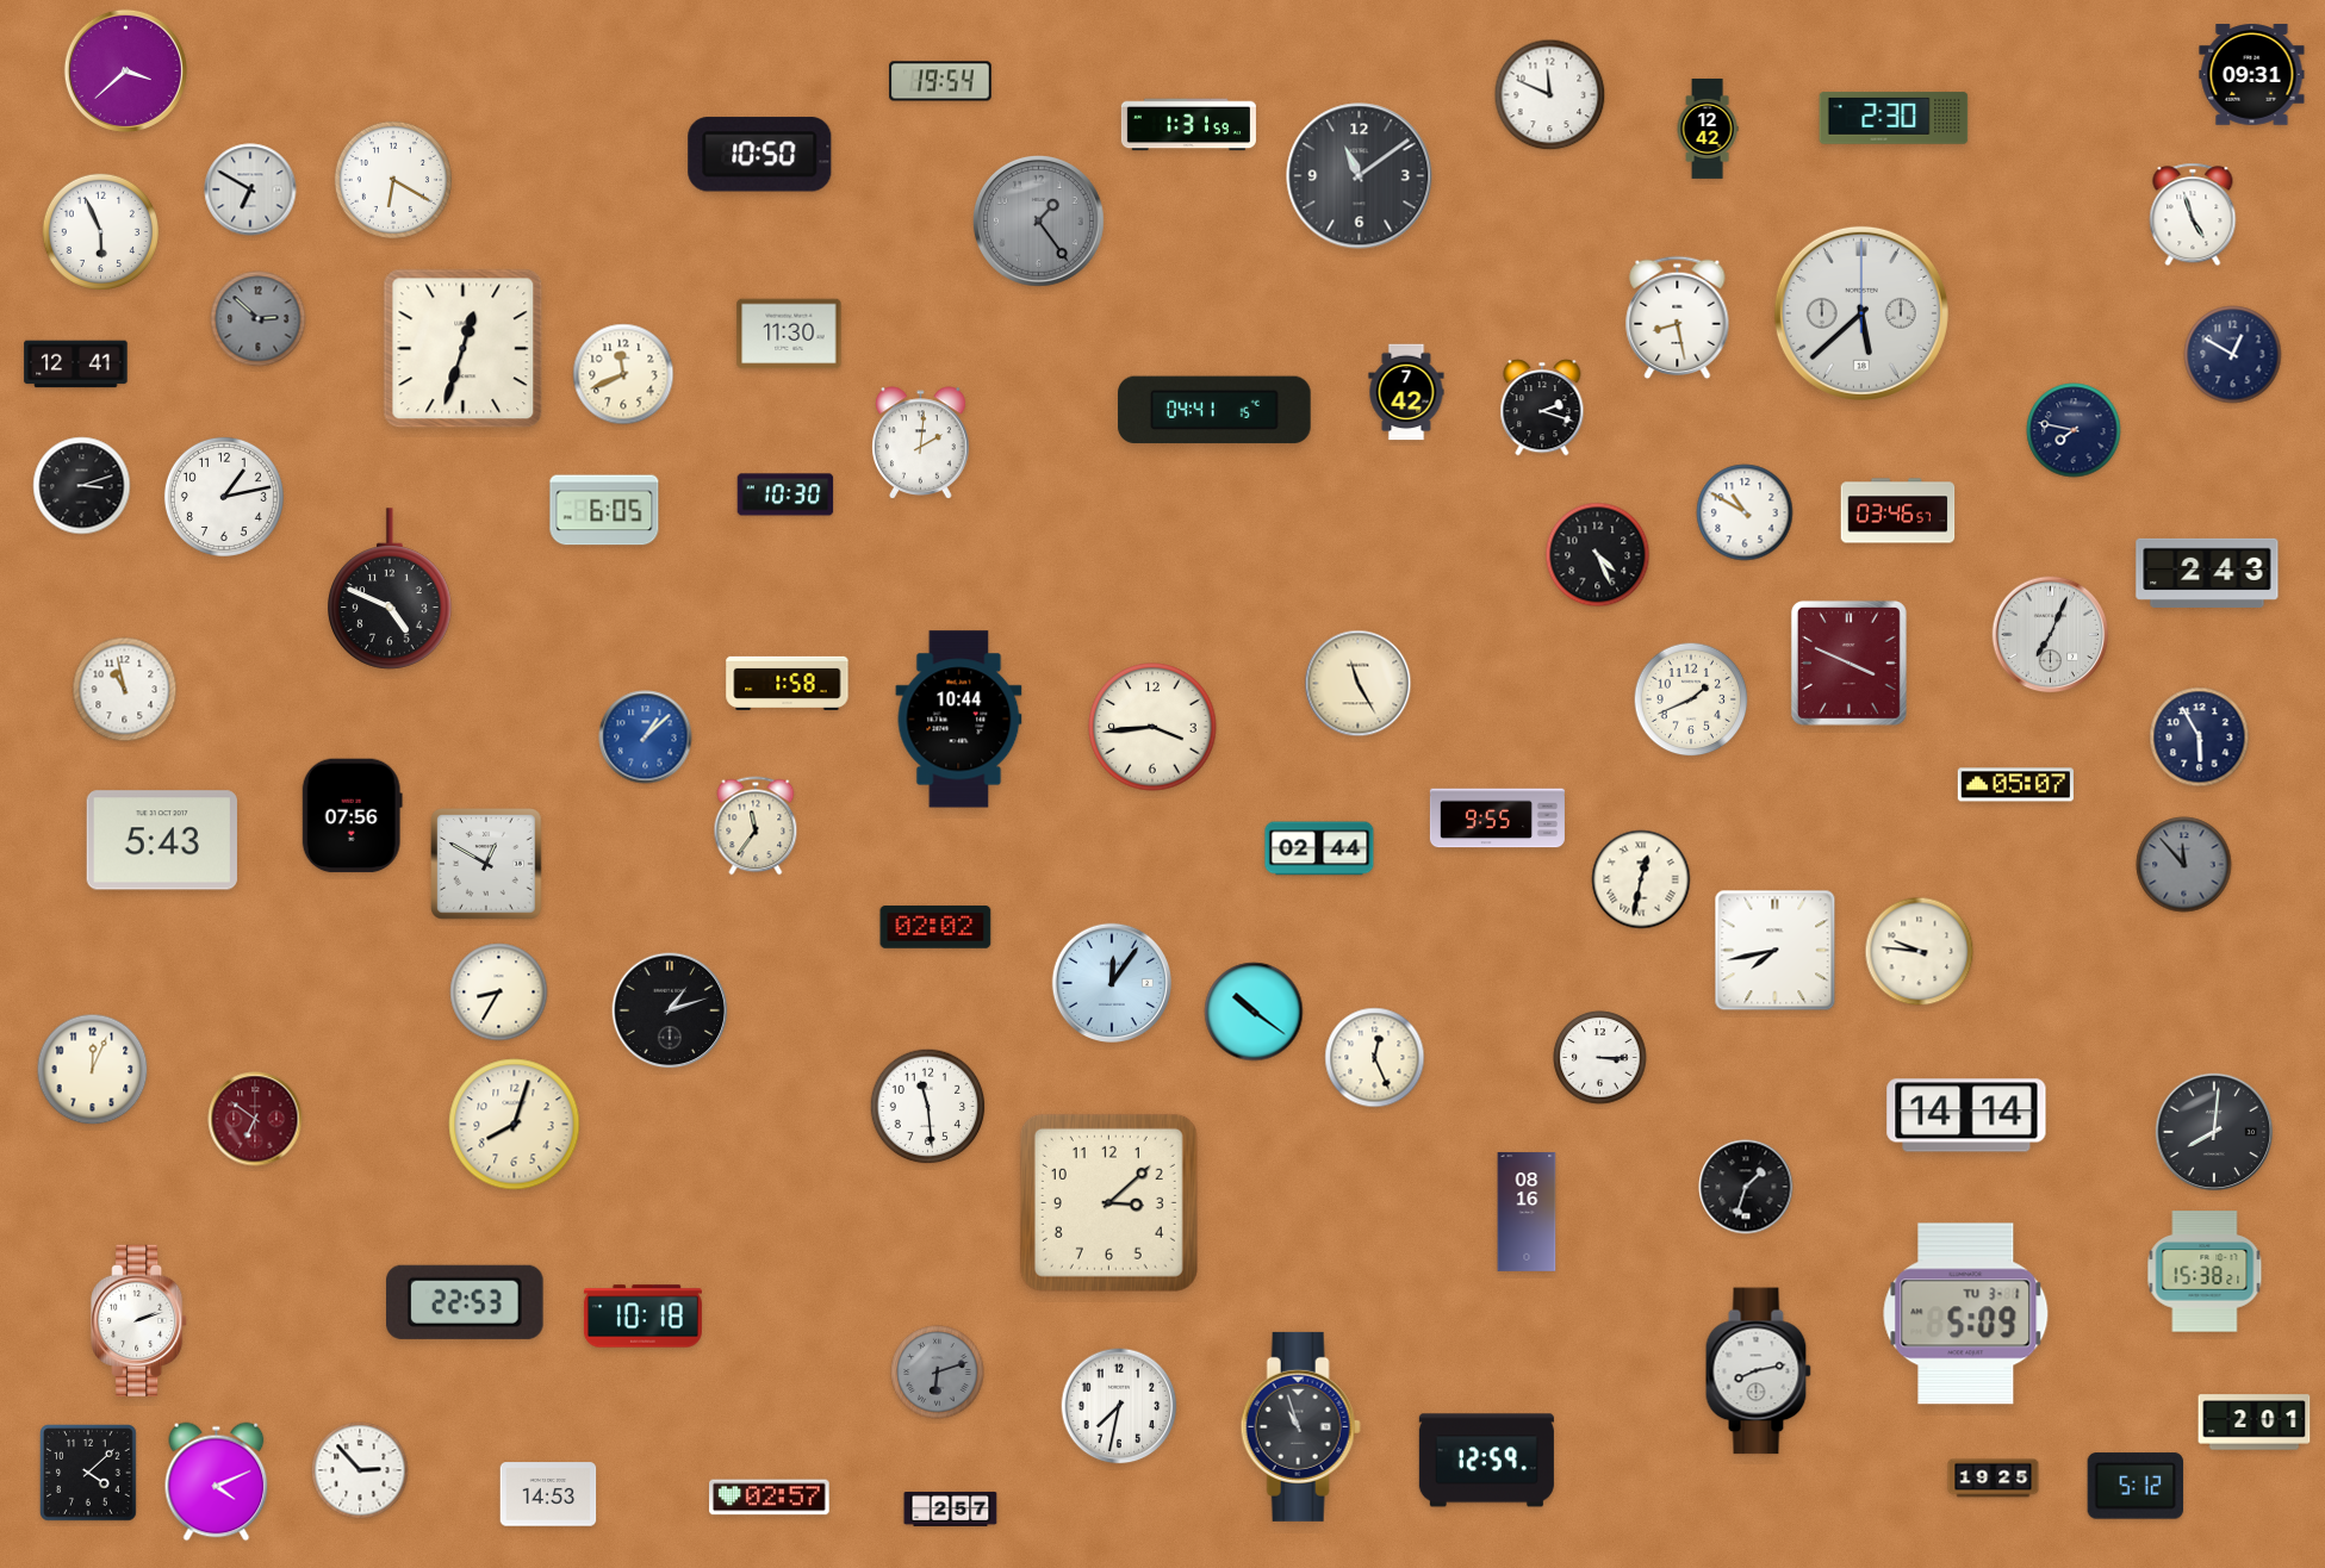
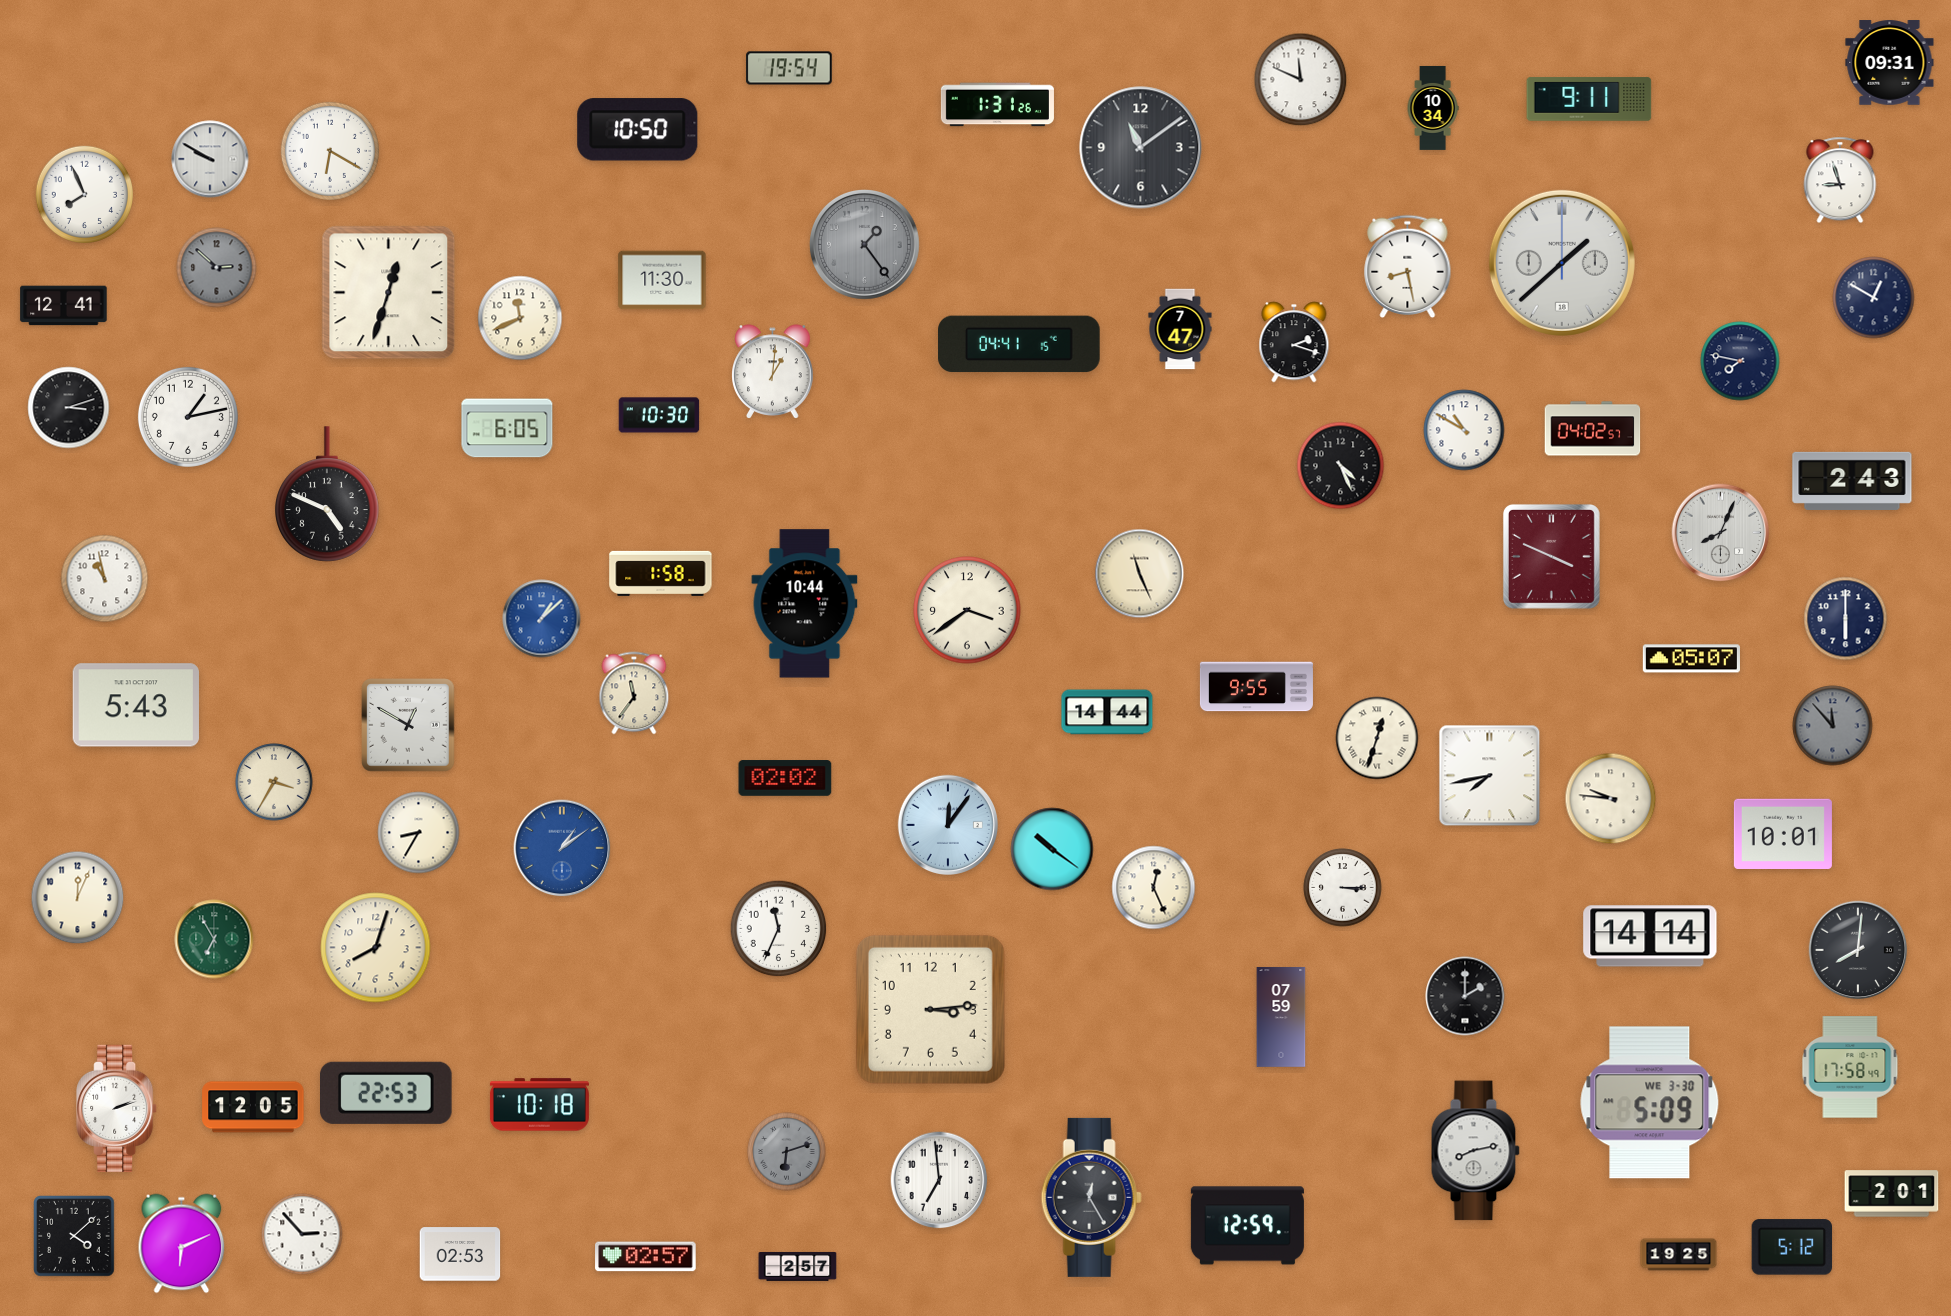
clock at (125, 70): 3:38 -> none
clock at (1894, 118): 2:30 -> 9:11
clock at (1188, 125): 1:31:59 -> 1:31:26
clock at (1708, 129): 12:42 -> 10:34
clock at (250, 189): 6:50 -> 9:50
clock at (2193, 214): 4:57 -> 8:57
clock at (1038, 220) position: (1038, 220) -> (864, 244)
clock at (100, 231): 5:56 -> 7:56
clock at (1861, 313): 5:38 -> 1:38
clock at (623, 374) position: (623, 374) -> (520, 318)
clock at (1406, 392): 7:42 -> 7:47
clock at (921, 442): 2:01 -> 1:01
clock at (1898, 511): 03:46 -> 04:02
clock at (2051, 635): 7:04 -> 8:04
clock at (1359, 684): 11:25 -> 11:26
clock at (1691, 699): 1:41 -> none
clock at (1152, 727): 3:44 -> 3:39
clock at (2200, 738): 5:55 -> 6:00
clock at (352, 816): 07:56 -> none
clock at (1319, 848): 02:44 -> 14:44
clock at (1641, 879): 12:32 -> 12:33
clock at (274, 782): none -> 3:35
clock at (1776, 951) position: (1776, 951) -> (1490, 776)
clock at (1111, 982) position: (1111, 982) -> (947, 824)
clock at (1783, 833): none -> 10:01
clock at (670, 1010): 1:12 -> 1:09
clock at (670, 1010) dial: black -> blue
clock at (928, 1107): 11:29 -> 11:34
clock at (255, 1119): 6:51 -> 6:55
clock at (255, 1119) dial: burgundy -> green
clock at (515, 1125) position: (515, 1125) -> (376, 948)
clock at (1746, 1187): 1:33 -> 2:00
clock at (1108, 1202): 3:08 -> 3:14
clock at (1527, 1212): 08:16 -> 07:59
clock at (2205, 1271): 15:38 -> 17:58
clock at (466, 1302) position: (466, 1302) -> (387, 1093)
clock at (1966, 1314) date: TU 3-1 -> WE 3-30
clock at (253, 1107): none -> 12:05
clock at (1119, 1406): 7:32 -> 6:59
clock at (1300, 1426): 10:57 -> 12:25
clock at (1994, 1479) position: (1994, 1479) -> (1679, 1255)
clock at (217, 1482): 4:11 -> 6:11
clock at (548, 1494): 14:53 -> 02:53
